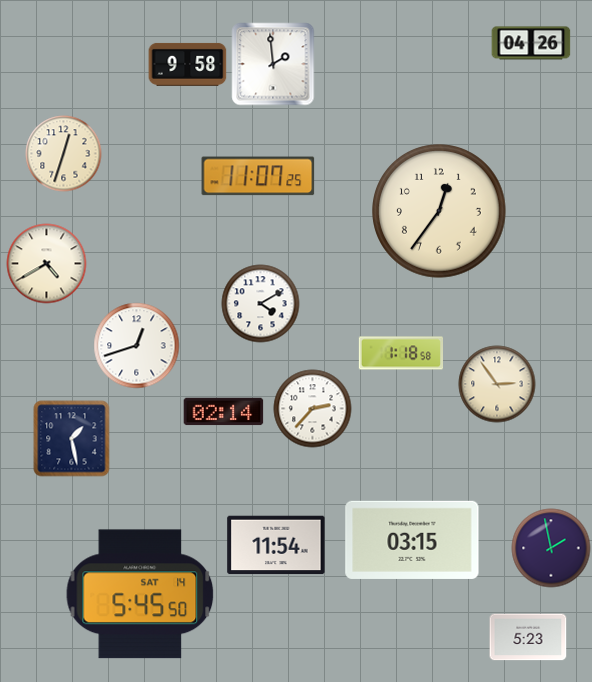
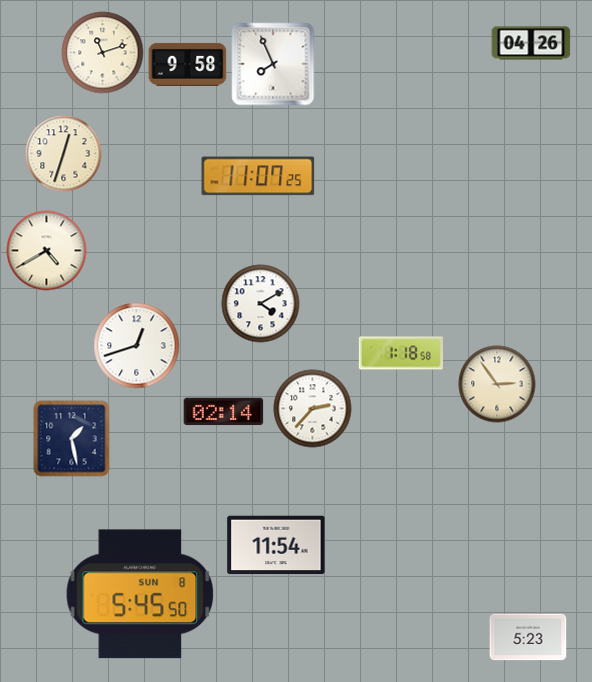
clock at (103, 53): none -> 11:12
clock at (273, 64): 1:59 -> 7:56
clock at (439, 211): 12:36 -> none
clock at (47, 264) position: (47, 264) -> (47, 251)
clock at (412, 540): 03:15 -> none
clock at (551, 548): 1:58 -> none
clock at (140, 594) date: SAT 14 -> SUN 8
